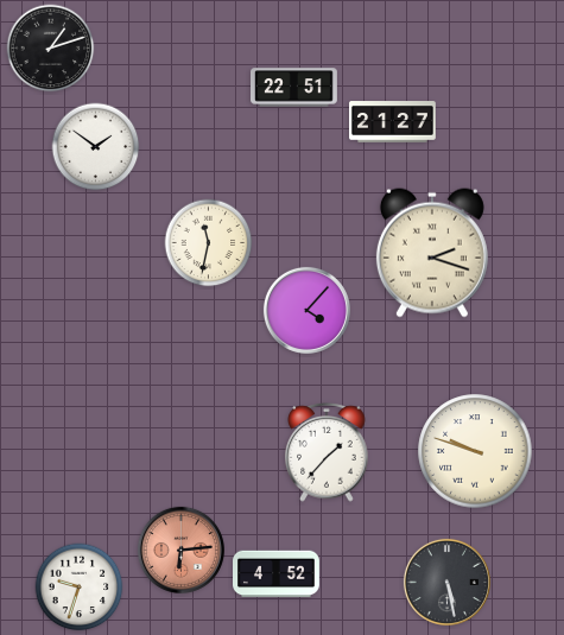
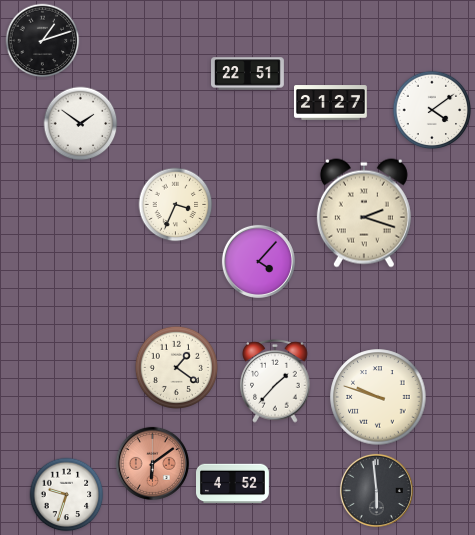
clock at (432, 110): none -> 4:09
clock at (209, 243): 11:32 -> 3:34
clock at (176, 367): none -> 1:21
clock at (475, 451) position: (475, 451) -> (378, 397)
clock at (180, 550): 6:14 -> 6:09
clock at (446, 582): 5:28 -> 5:59
